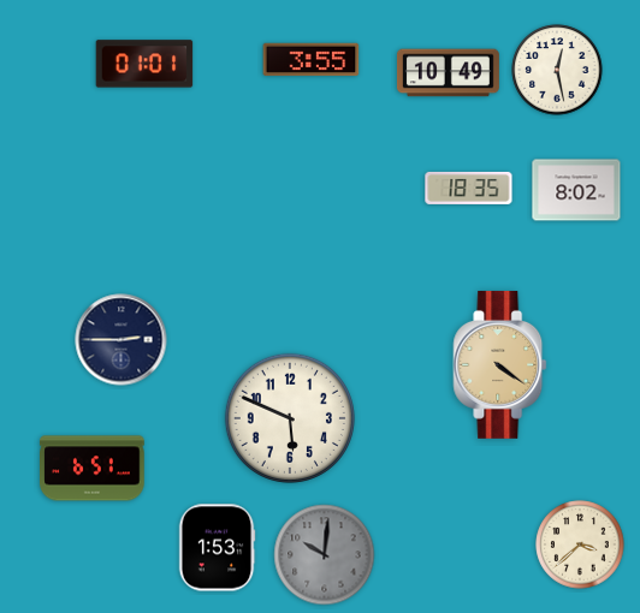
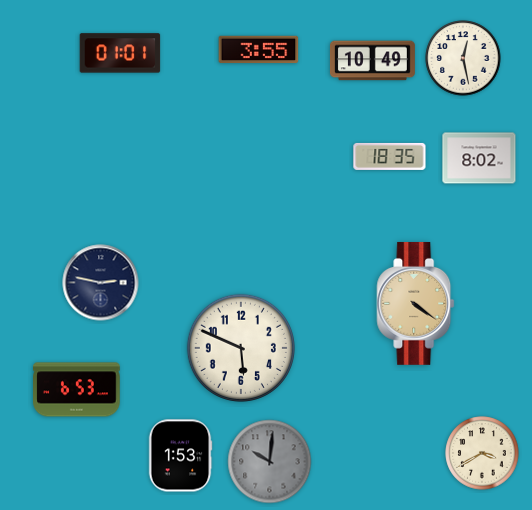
clock at (122, 340): 2:45 -> 2:47
clock at (93, 469): 6:51 -> 6:53
clock at (580, 544): 3:38 -> 3:40
